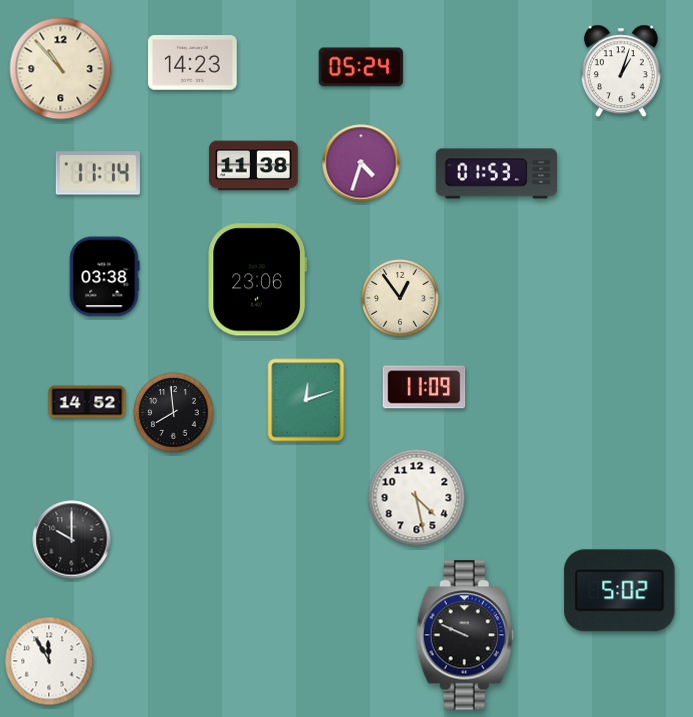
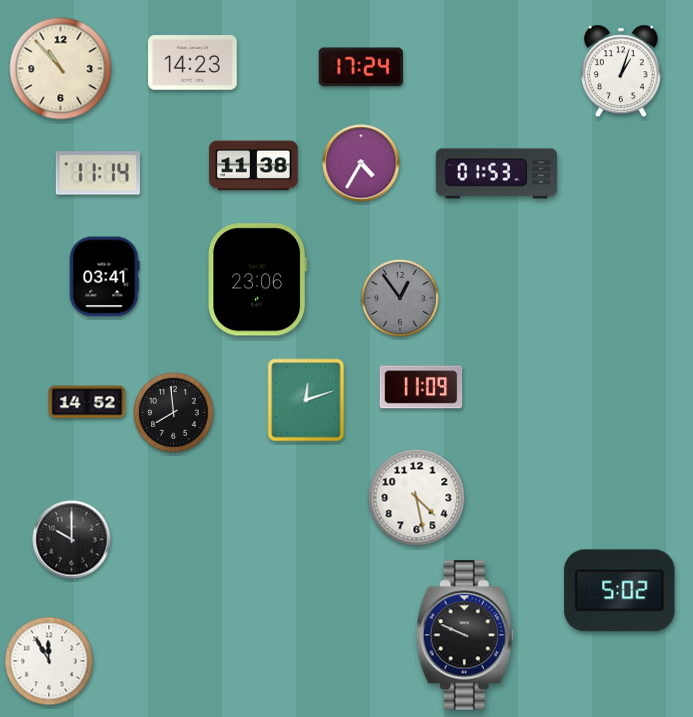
clock at (361, 67): 05:24 -> 17:24
clock at (361, 163): 4:33 -> 4:35
clock at (104, 277): 03:38 -> 03:41
clock at (400, 298) dial: cream -> grey
clock at (424, 387) position: (424, 387) -> (421, 387)
